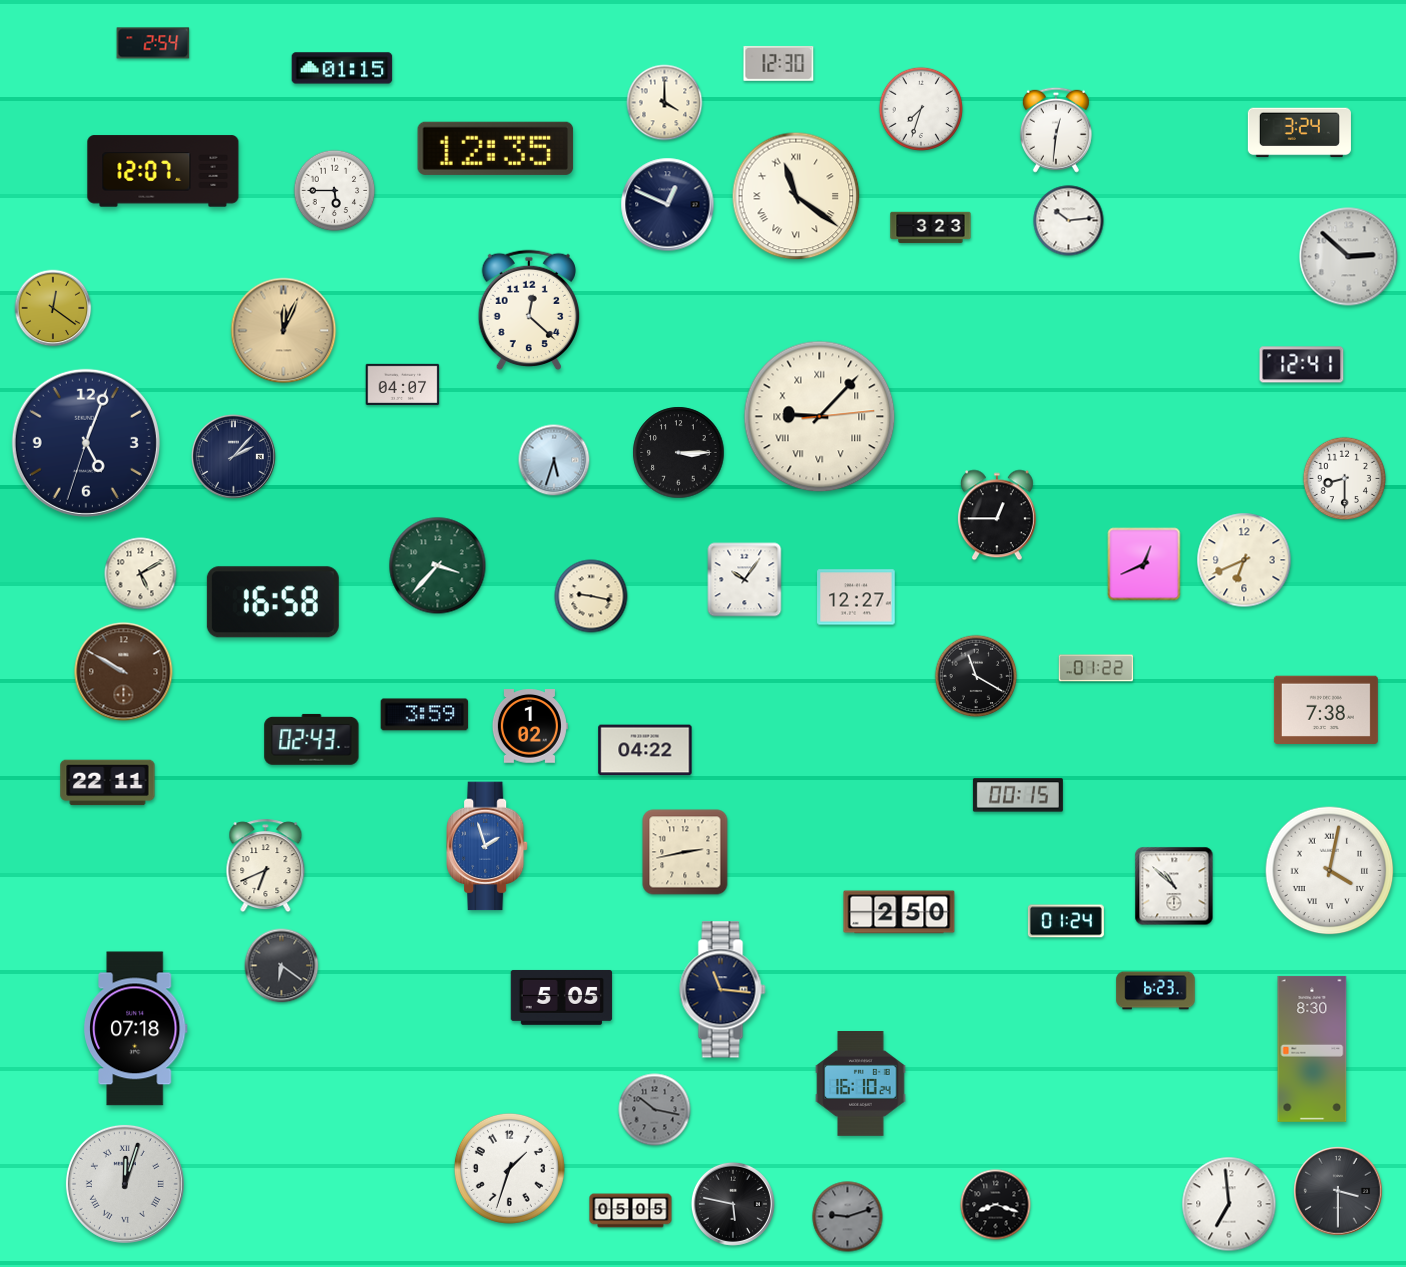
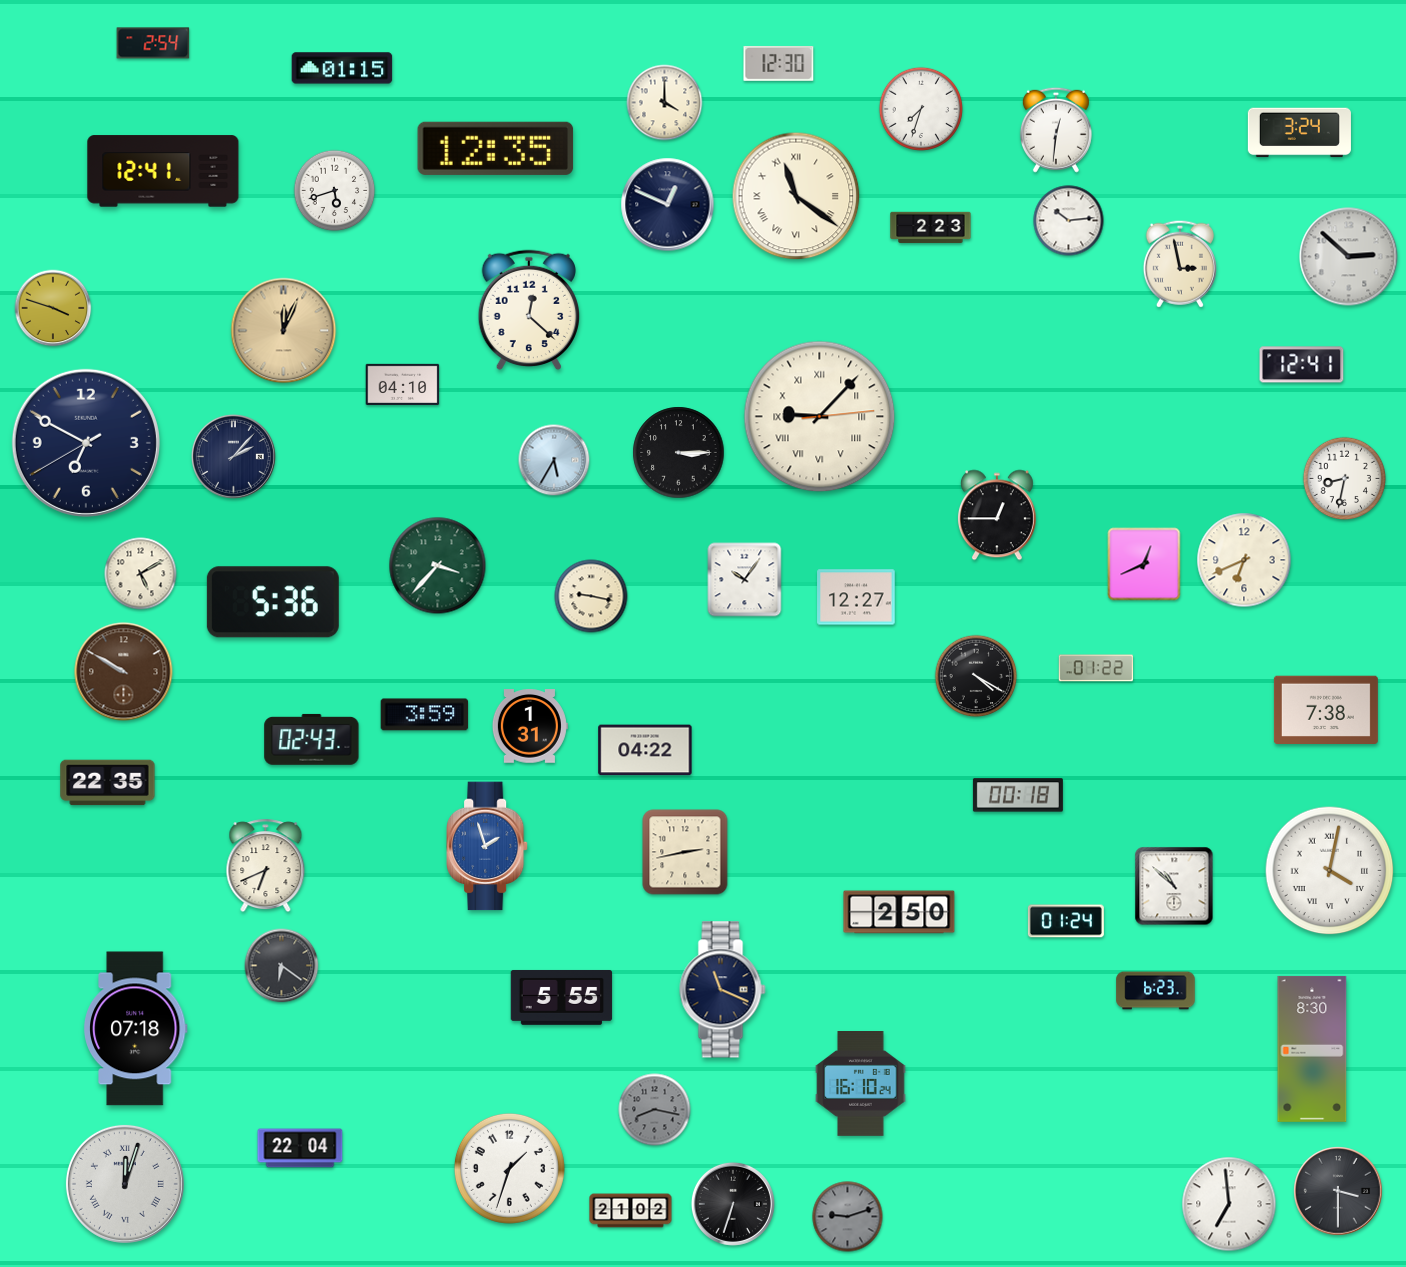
clock at (163, 171): 12:07 -> 12:41
clock at (335, 191): 5:45 -> 5:42
clock at (931, 228): 3:23 -> 2:23
clock at (1180, 264): none -> 2:58
clock at (53, 308): 12:21 -> 3:48
clock at (403, 384): 04:07 -> 04:10
clock at (86, 443): 5:03 -> 6:49
clock at (554, 460): 5:33 -> 5:35
clock at (1345, 479): 8:30 -> 8:32
clock at (273, 602): 16:58 -> 5:36
clock at (976, 676): 11:20 -> 4:20
clock at (530, 726): 1:02 -> 1:31
clock at (108, 783): 22:11 -> 22:35
clock at (1018, 795): 00:15 -> 00:18
clock at (723, 990): 11:16 -> 11:19
clock at (562, 997): 5:05 -> 5:55
clock at (655, 1110): 10:17 -> 8:17
clock at (300, 1148): none -> 22:04
clock at (733, 1204): 5:47 -> 6:33
clock at (996, 1205): 8:18 -> none
clock at (631, 1211): 05:05 -> 21:02
